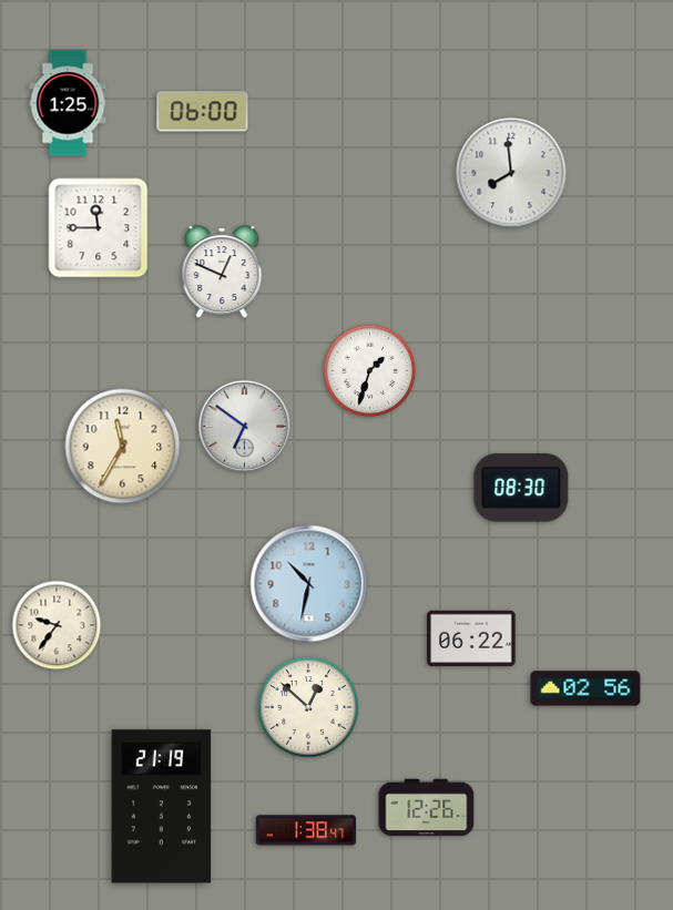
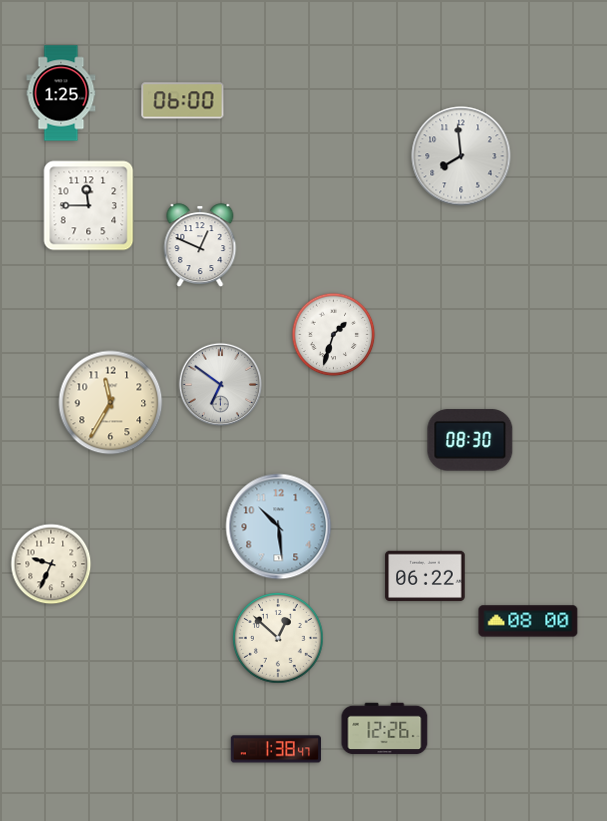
clock at (309, 584): 10:32 -> 10:29
clock at (57, 625): 9:36 -> 9:34
clock at (585, 688): 02:56 -> 08:00
clock at (162, 807): 21:19 -> none
